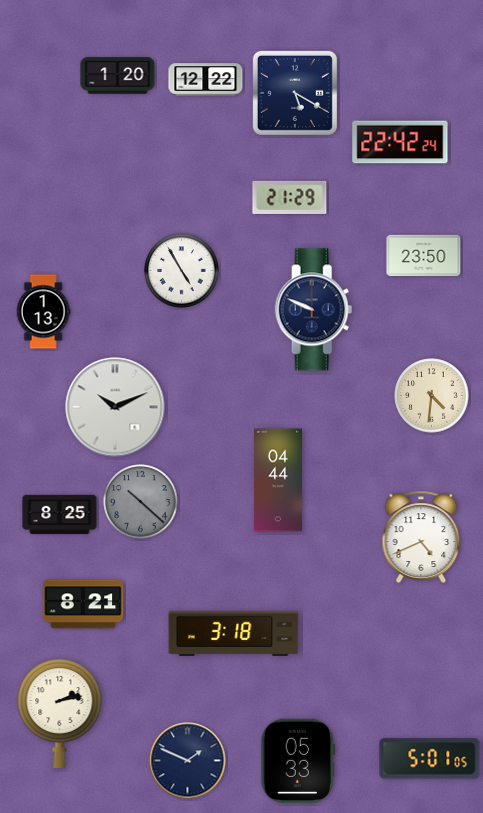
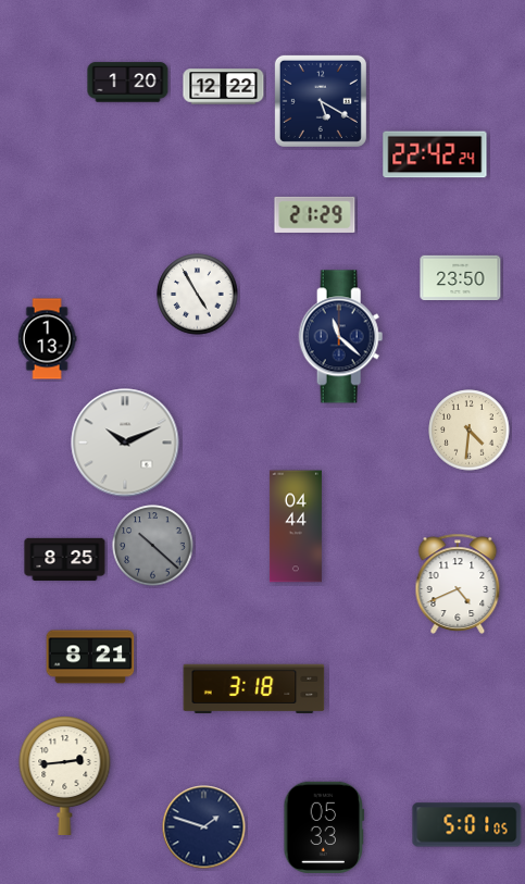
clock at (314, 310): 9:49 -> 11:22
clock at (278, 480) position: (278, 480) -> (296, 526)
clock at (60, 714): 2:13 -> 2:44
clock at (188, 761): 1:49 -> 1:48
